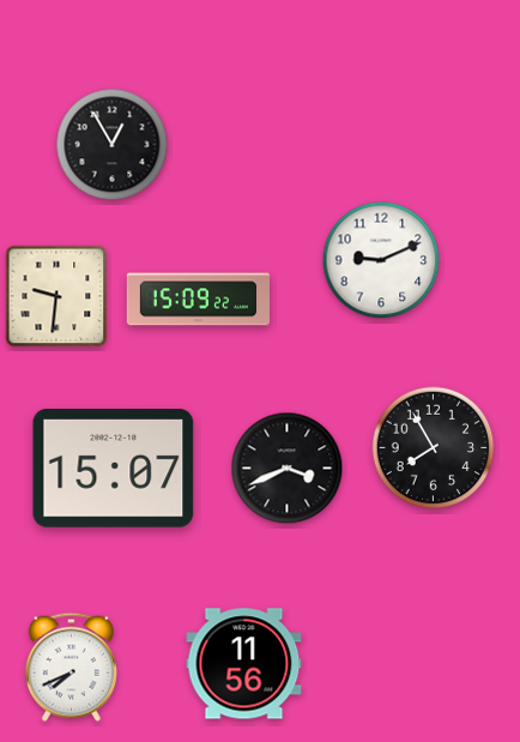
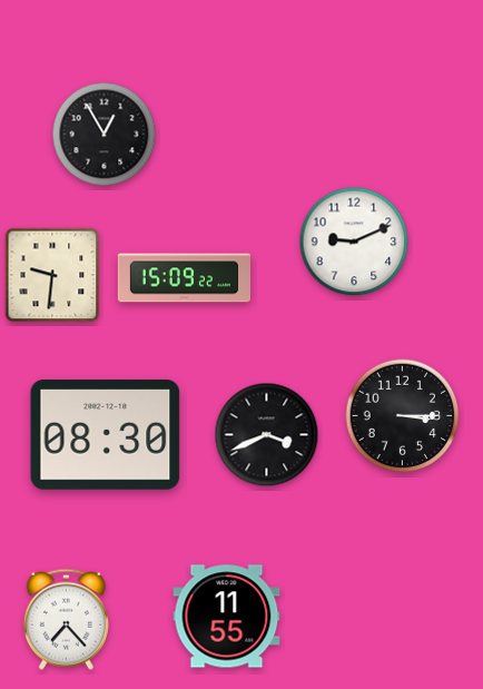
clock at (434, 448): 7:55 -> 3:15
clock at (114, 469): 15:07 -> 08:30
clock at (244, 664): 11:56 -> 11:55
clock at (71, 666): 7:41 -> 7:23
